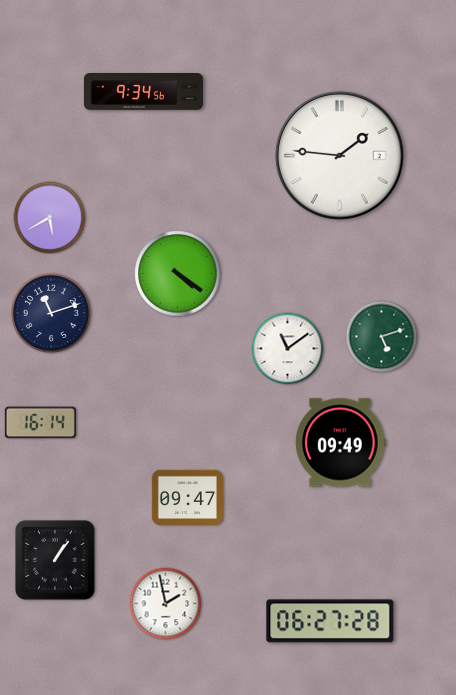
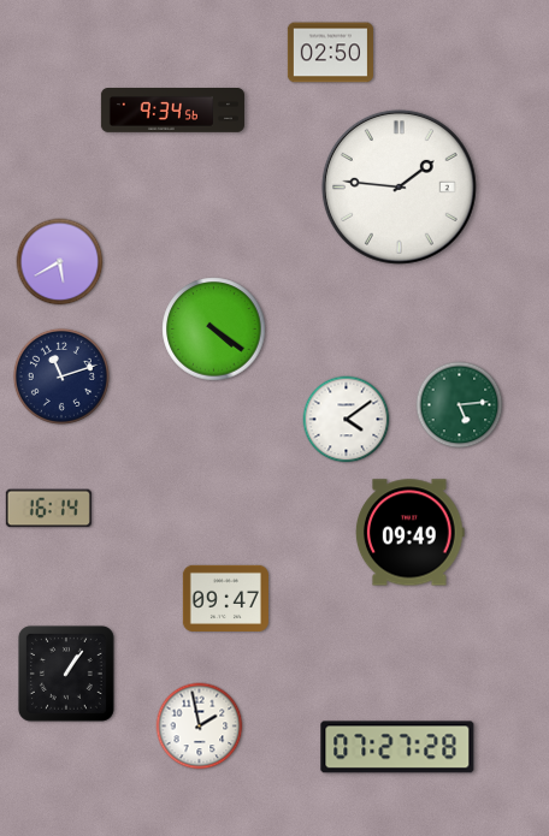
clock at (330, 53): none -> 02:50
clock at (339, 155) position: (339, 155) -> (399, 186)
clock at (382, 337): 5:12 -> 5:14
clock at (288, 349): 11:09 -> 4:09
clock at (330, 621): 06:27 -> 07:27
